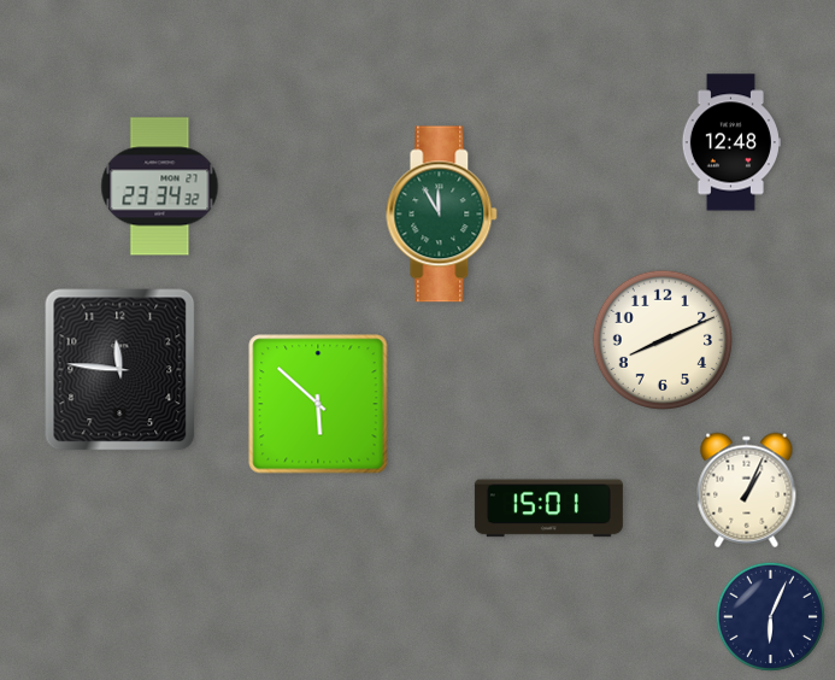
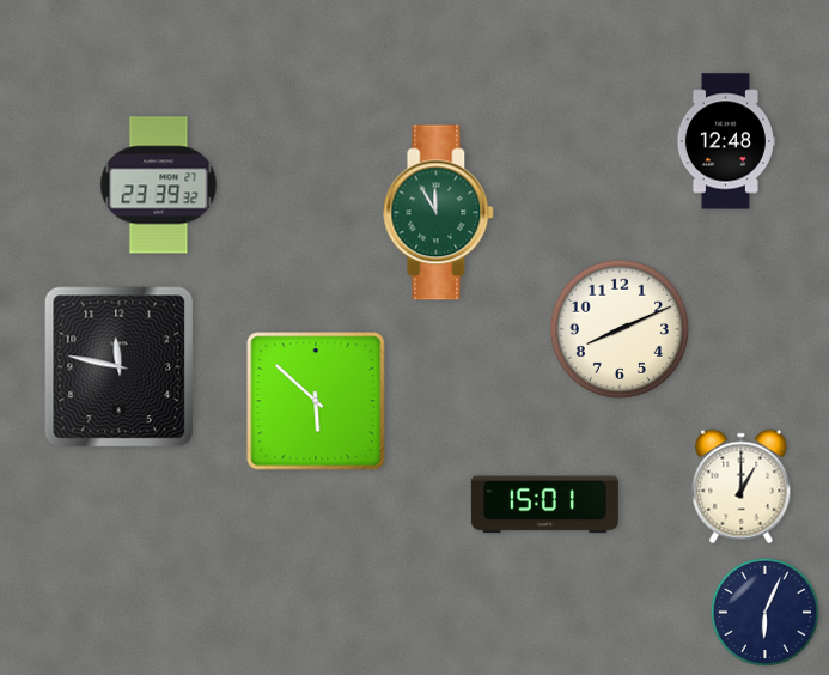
clock at (160, 187): 23:34 -> 23:39
clock at (663, 340) position: (663, 340) -> (620, 329)
clock at (120, 370): 11:46 -> 11:47
clock at (747, 491): 1:04 -> 1:00
